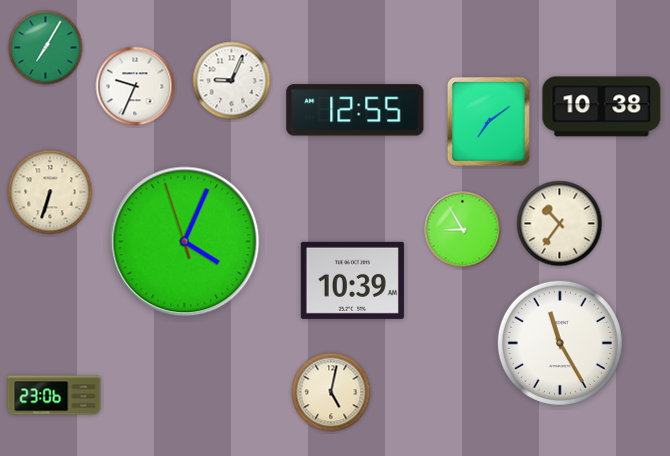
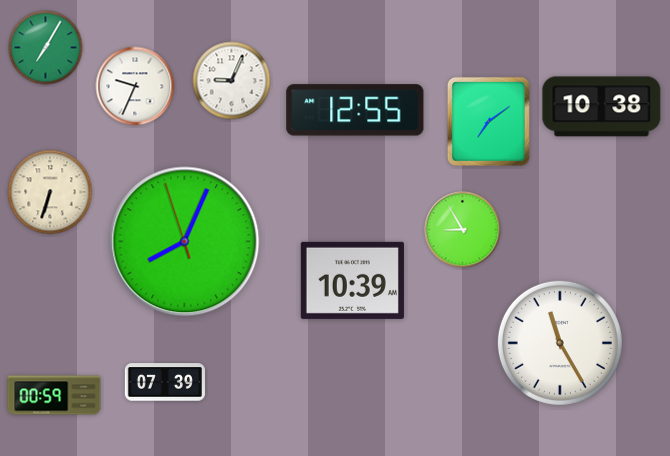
clock at (560, 224): 10:36 -> none
clock at (185, 242): 4:03 -> 8:03
clock at (165, 382): none -> 07:39
clock at (331, 392): 5:02 -> none
clock at (54, 395): 23:06 -> 00:59
